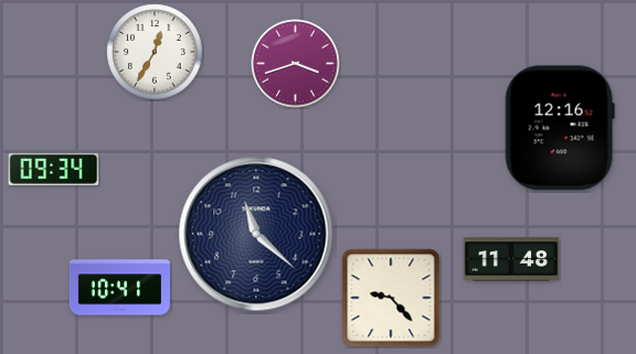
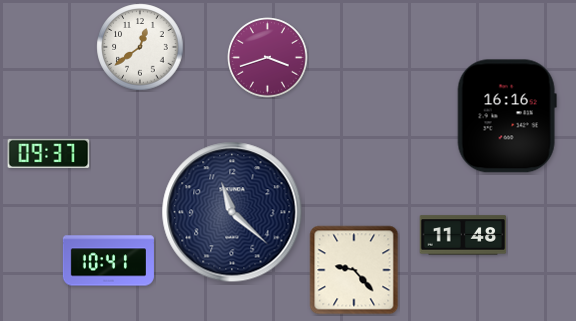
clock at (155, 52): 12:35 -> 12:39
clock at (560, 128): 12:16 -> 16:16
clock at (54, 169): 09:34 -> 09:37
